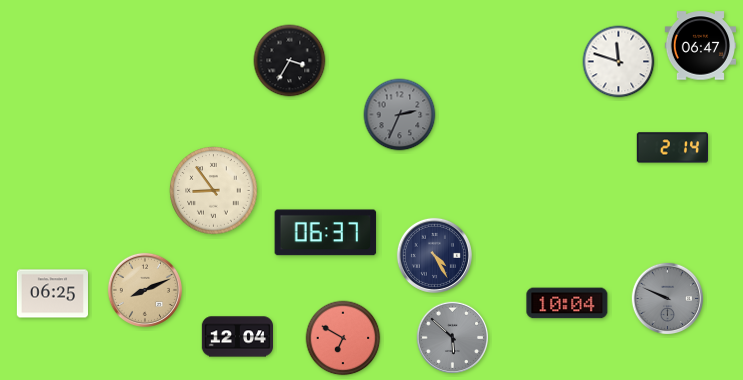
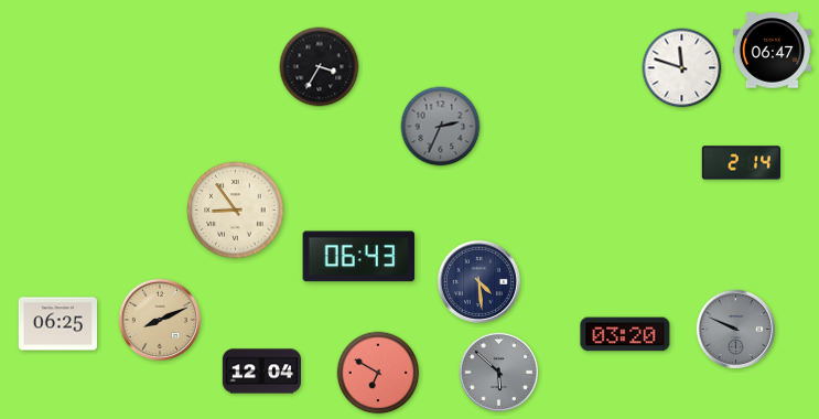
clock at (326, 233): 06:37 -> 06:43
clock at (434, 255): 4:25 -> 4:29
clock at (567, 303): 10:04 -> 03:20
